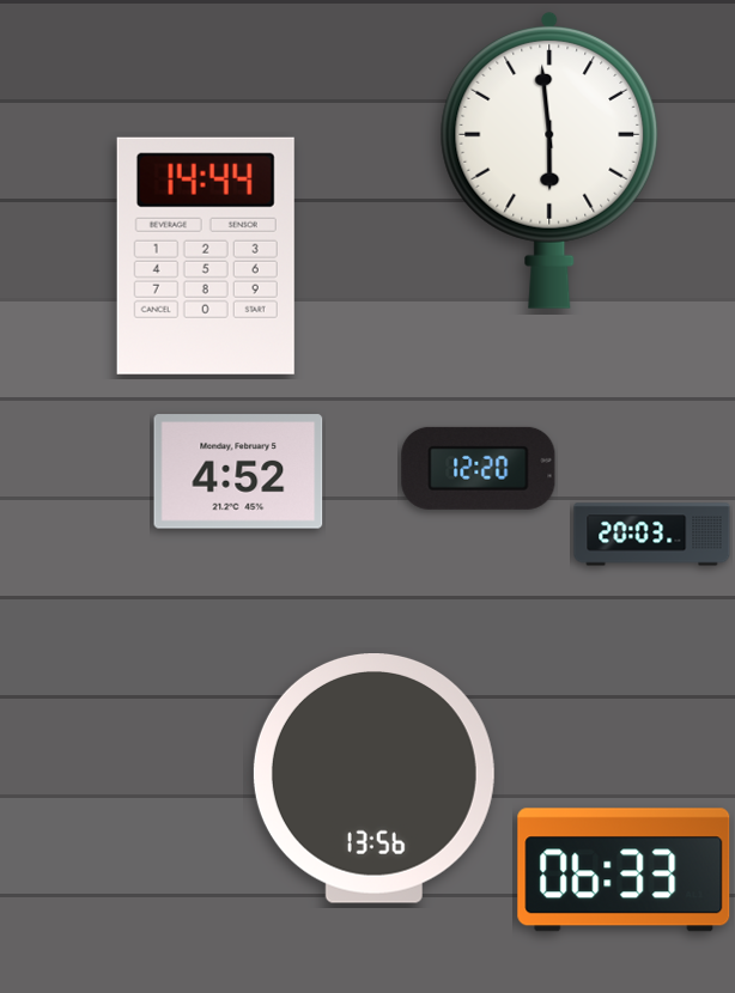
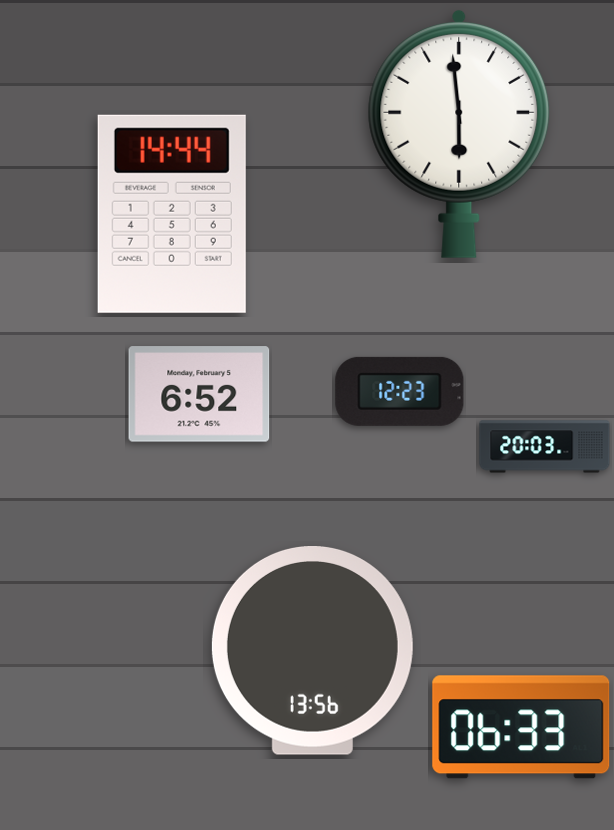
clock at (479, 468): 12:20 -> 12:23
clock at (238, 471): 4:52 -> 6:52
